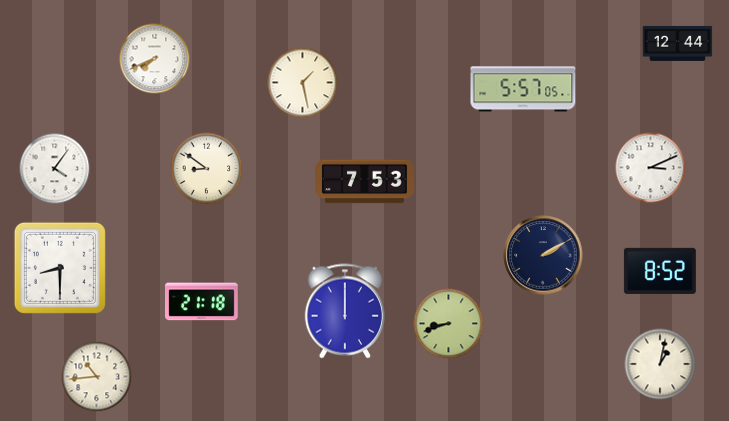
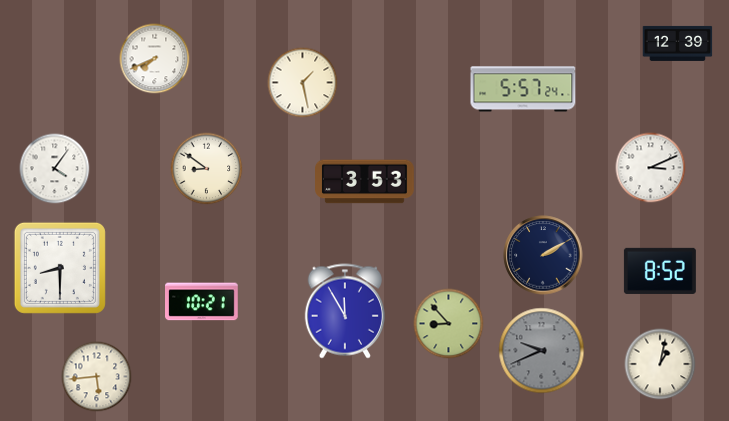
clock at (678, 43): 12:44 -> 12:39
clock at (523, 89): 5:57:05 -> 5:57:24
clock at (365, 182): 7:53 -> 3:53
clock at (202, 302): 21:18 -> 10:21
clock at (344, 311): 12:00 -> 11:55
clock at (449, 324): 8:42 -> 8:53
clock at (542, 351): none -> 9:41
clock at (97, 377): 10:44 -> 5:44
